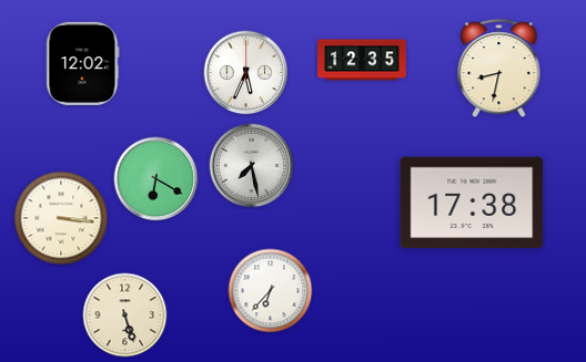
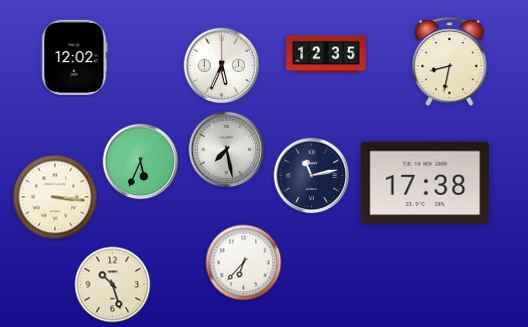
clock at (156, 179): 6:20 -> 5:34
clock at (312, 176): none -> 11:13
clock at (125, 316): 5:27 -> 10:27
